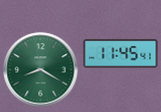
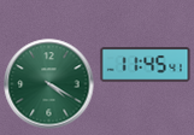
clock at (41, 70): 8:20 -> 4:20
